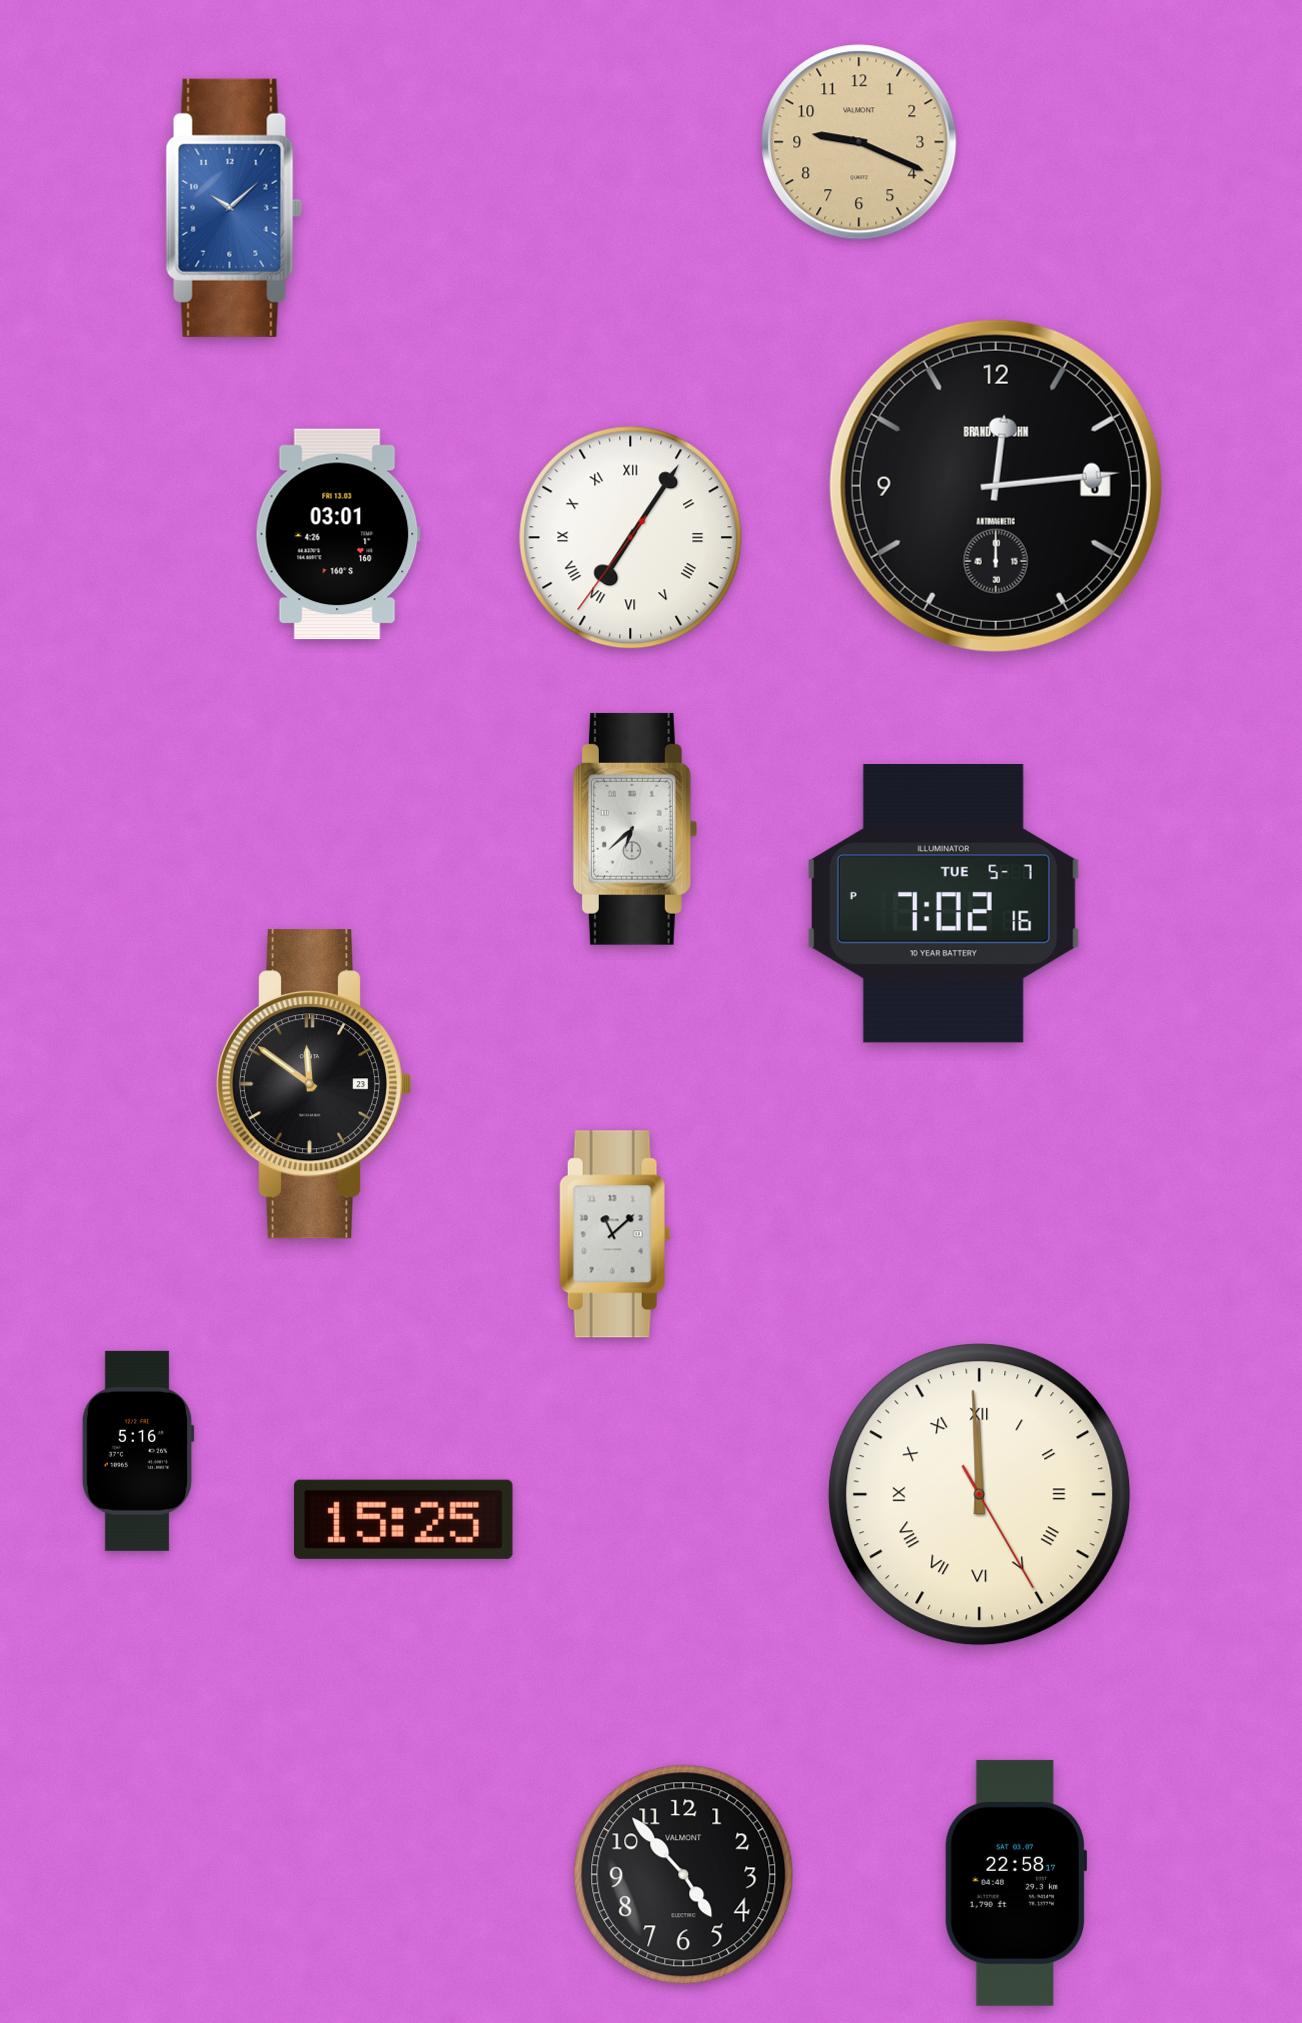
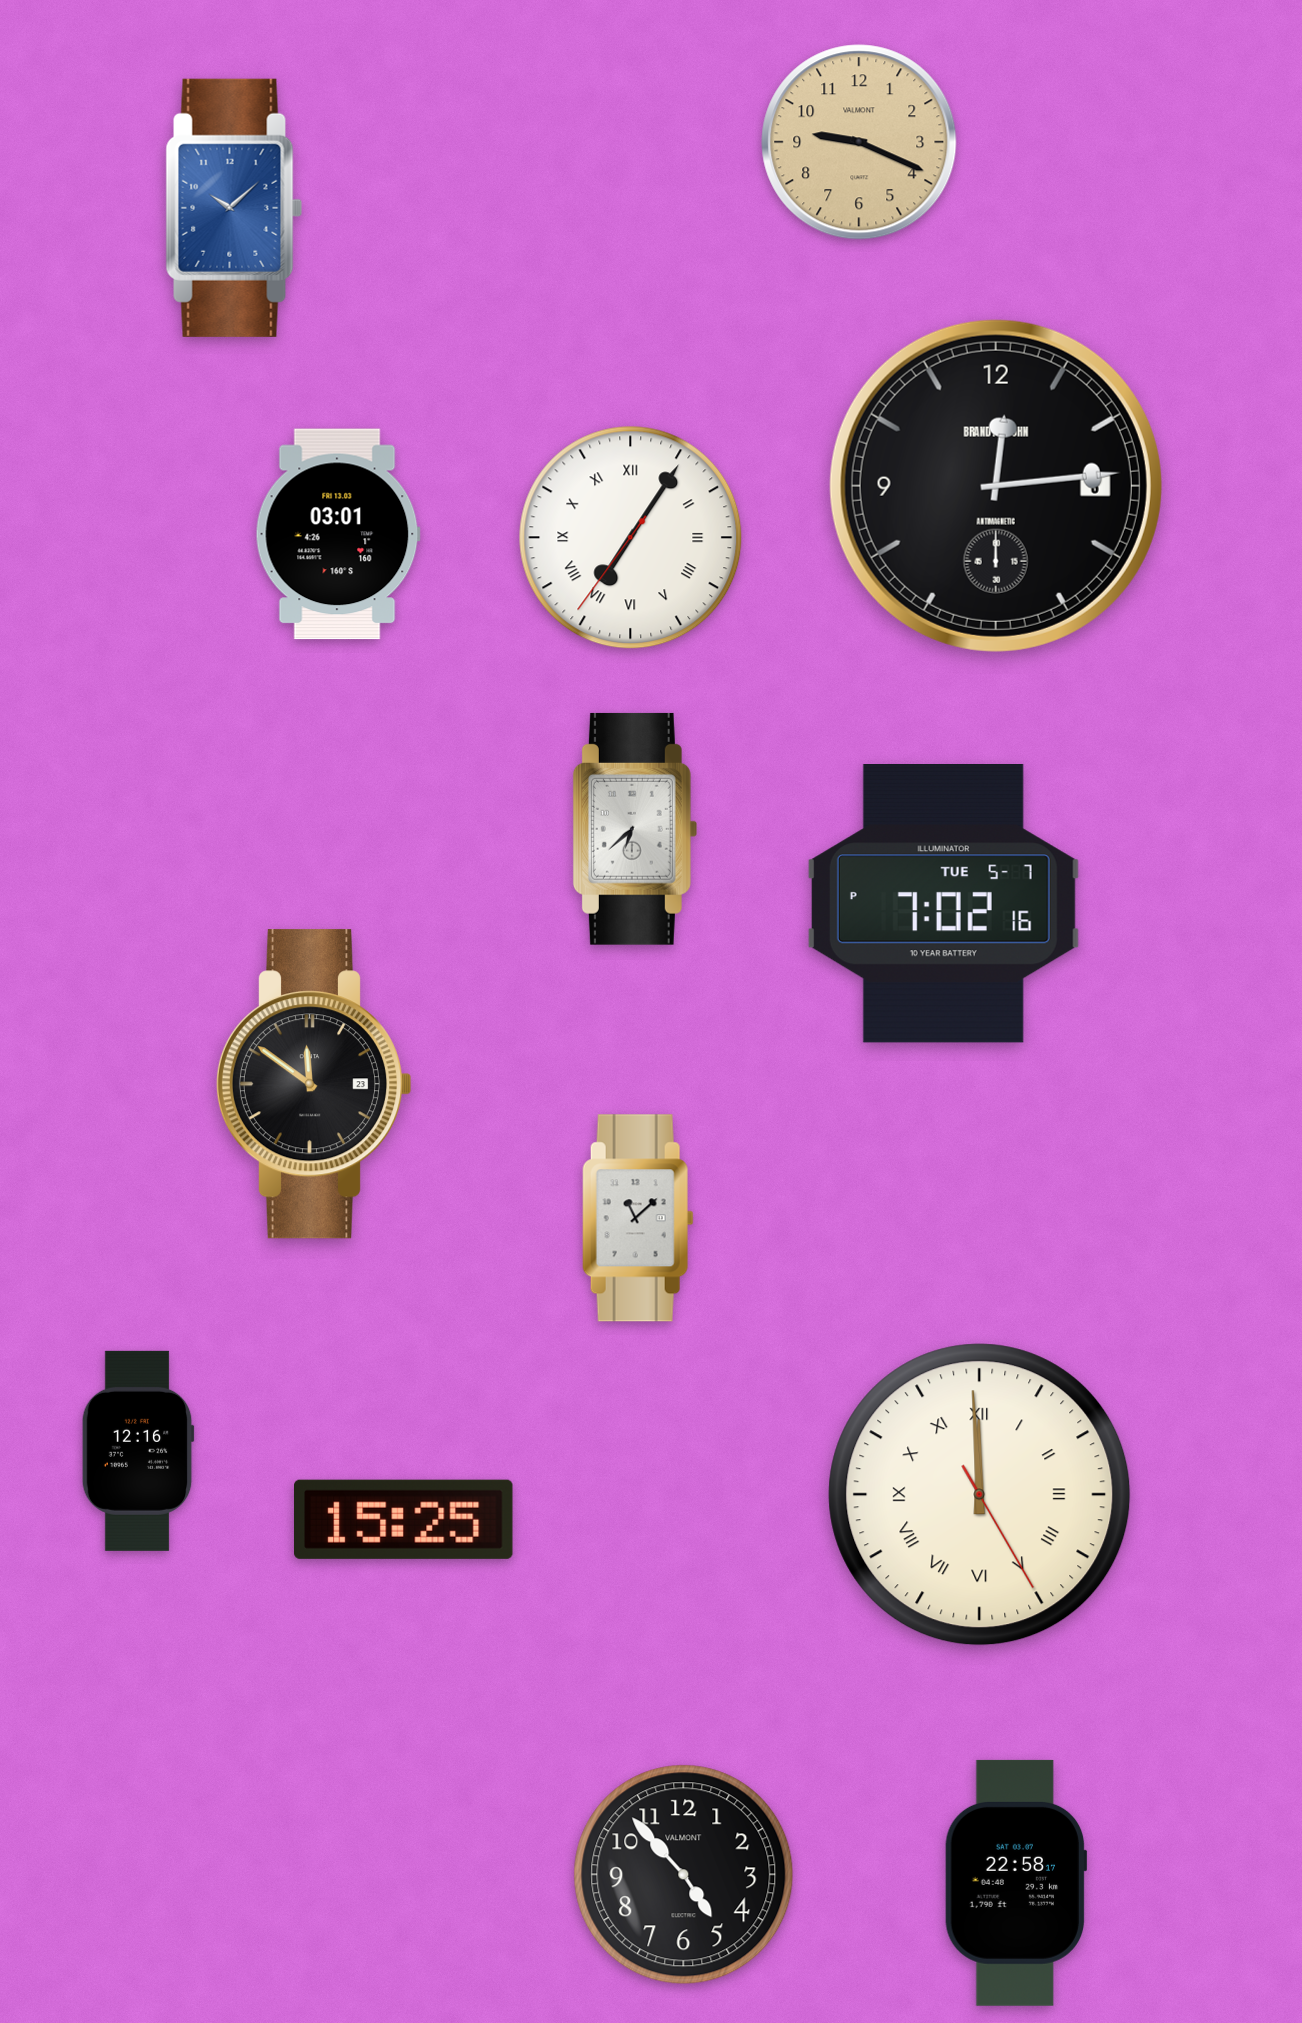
clock at (615, 1234) position: (615, 1234) -> (638, 1218)
clock at (138, 1451): 5:16 -> 12:16
